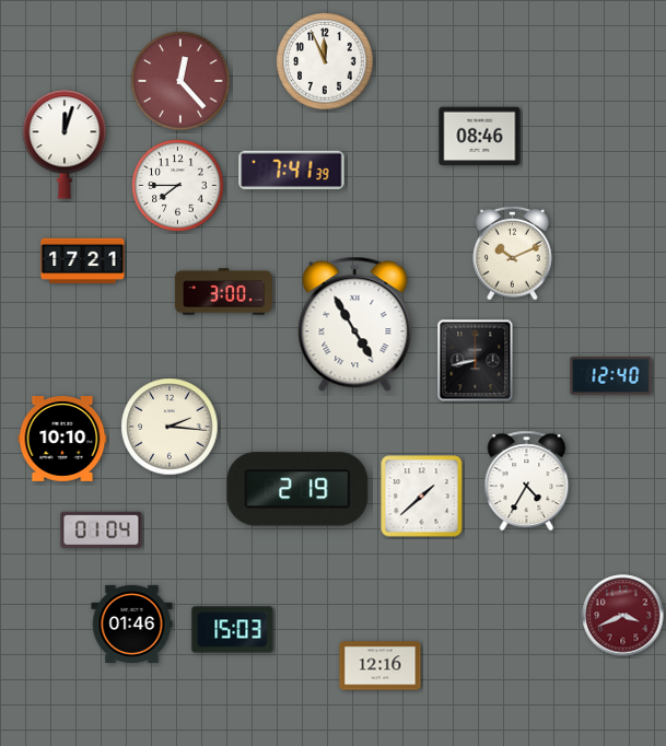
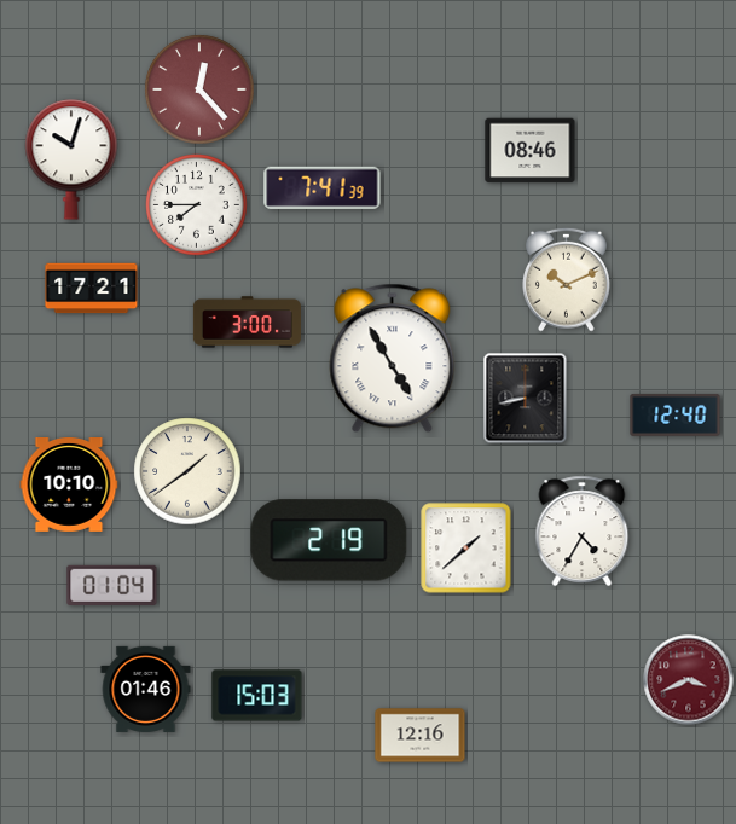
clock at (325, 61): 11:56 -> none
clock at (65, 144): 12:03 -> 10:03
clock at (170, 427): 2:16 -> 1:39
